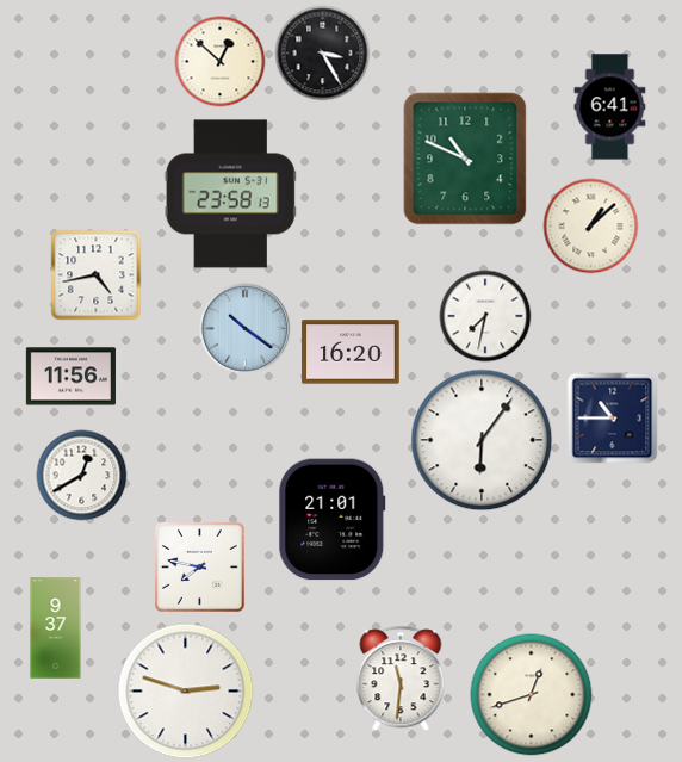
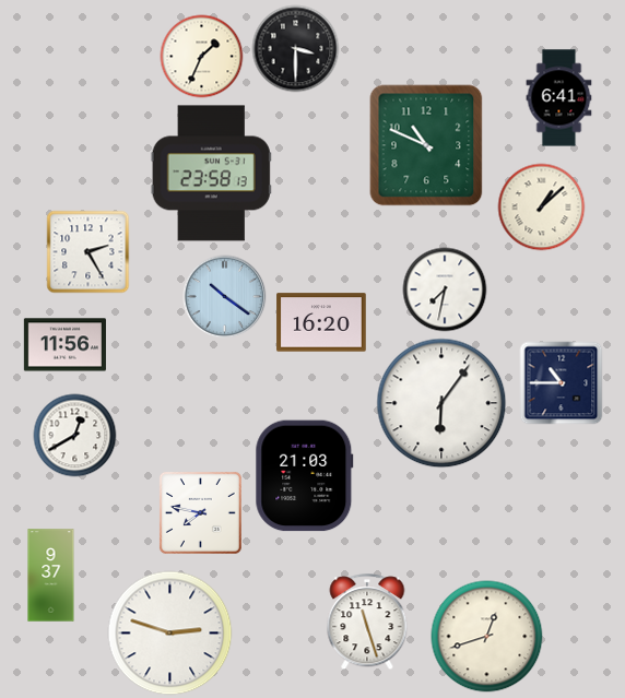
clock at (323, 54): 3:25 -> 3:30
clock at (221, 62): 12:52 -> 1:34
clock at (230, 194) position: (230, 194) -> (211, 174)
clock at (97, 275): 4:43 -> 2:25
clock at (246, 329) position: (246, 329) -> (225, 297)
clock at (333, 520): 21:01 -> 21:03
clock at (199, 566) position: (199, 566) -> (200, 512)
clock at (401, 680): 11:31 -> 11:27
